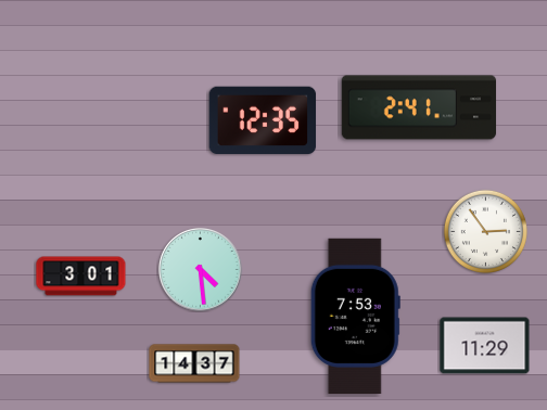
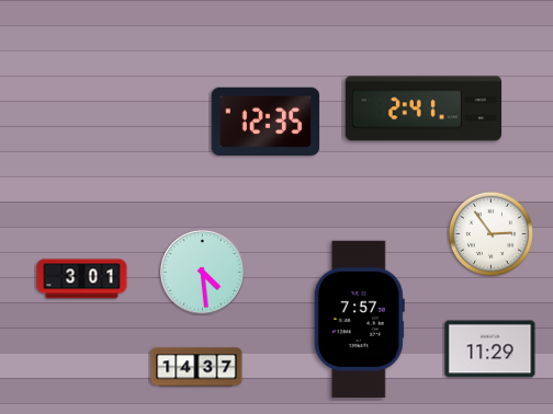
clock at (355, 316): 7:53 -> 7:57
